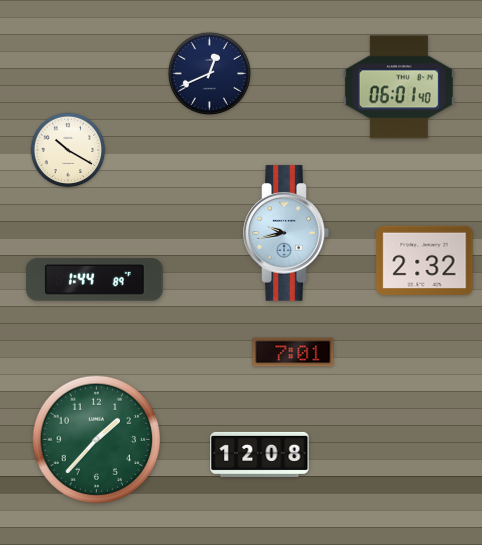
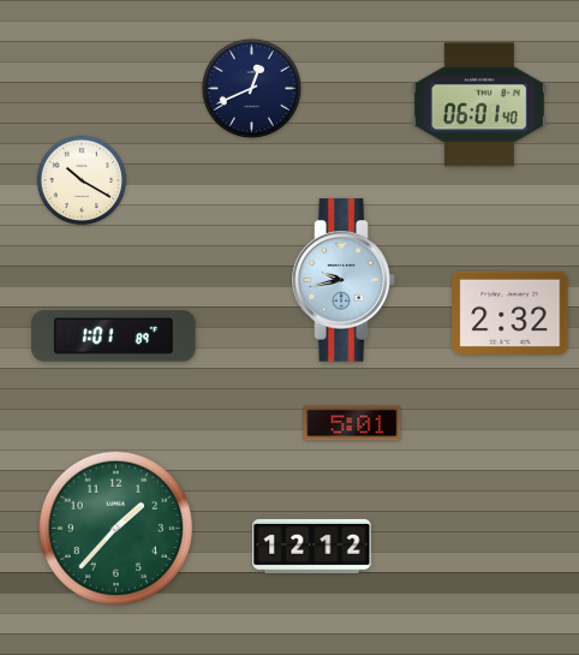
clock at (95, 280): 1:44 -> 1:01
clock at (293, 352): 7:01 -> 5:01
clock at (260, 454): 12:08 -> 12:12
